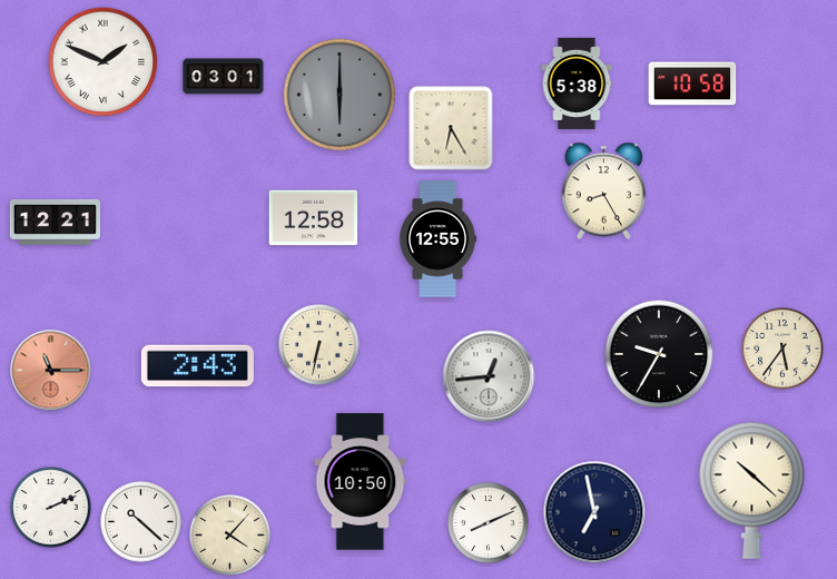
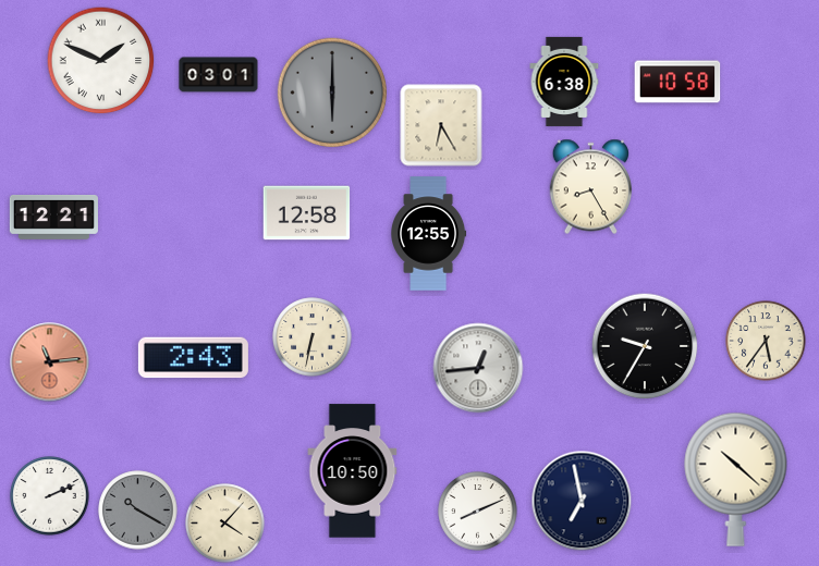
clock at (577, 84): 5:38 -> 6:38
clock at (51, 371): 11:15 -> 11:14
clock at (141, 522): 10:22 -> 10:20
clock at (141, 522) dial: white -> grey
